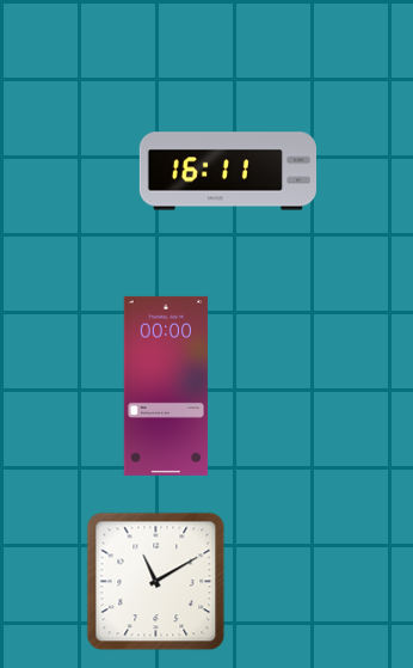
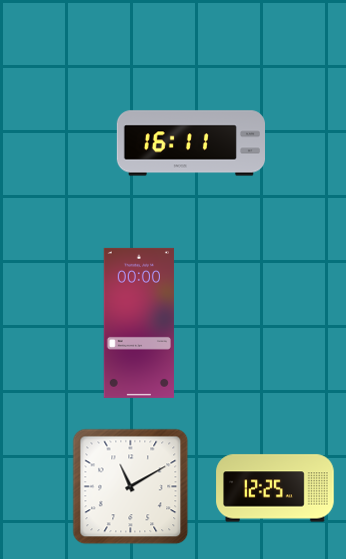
clock at (275, 488): none -> 12:25
